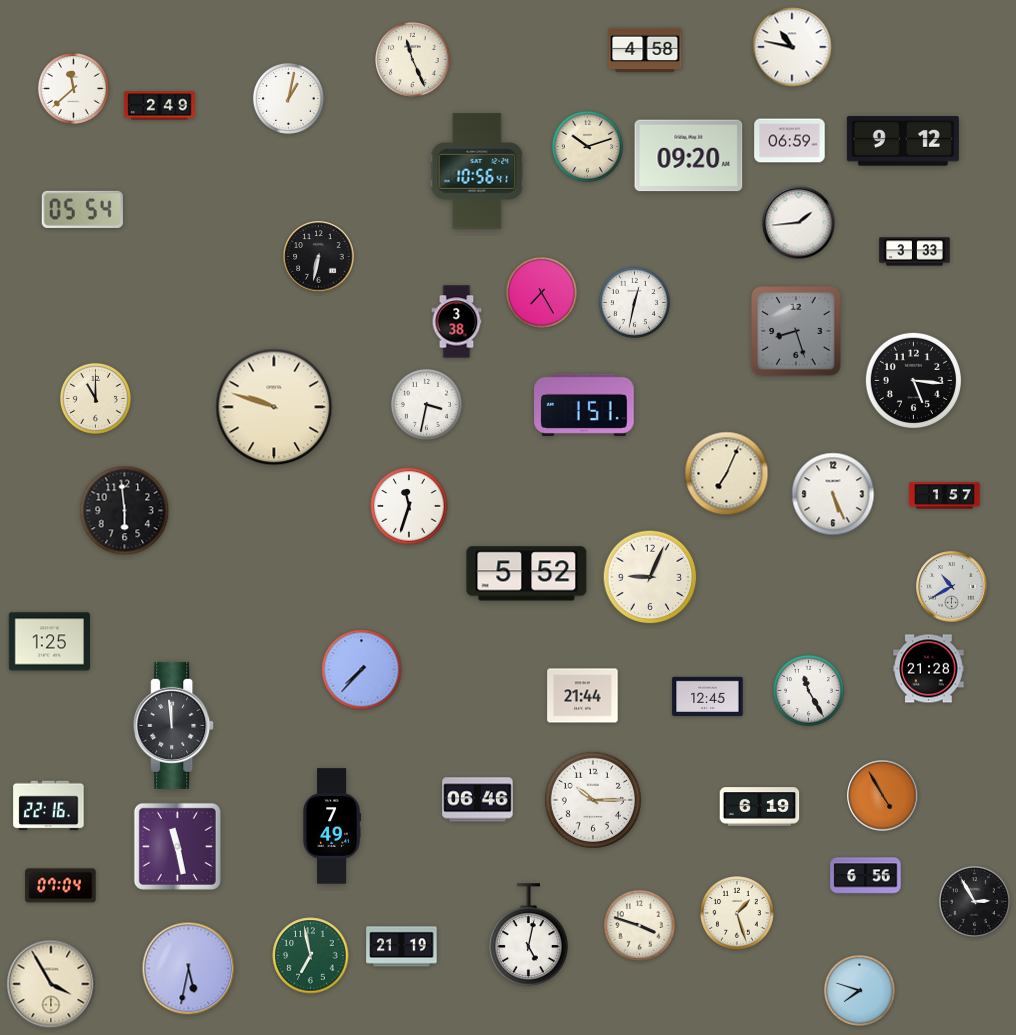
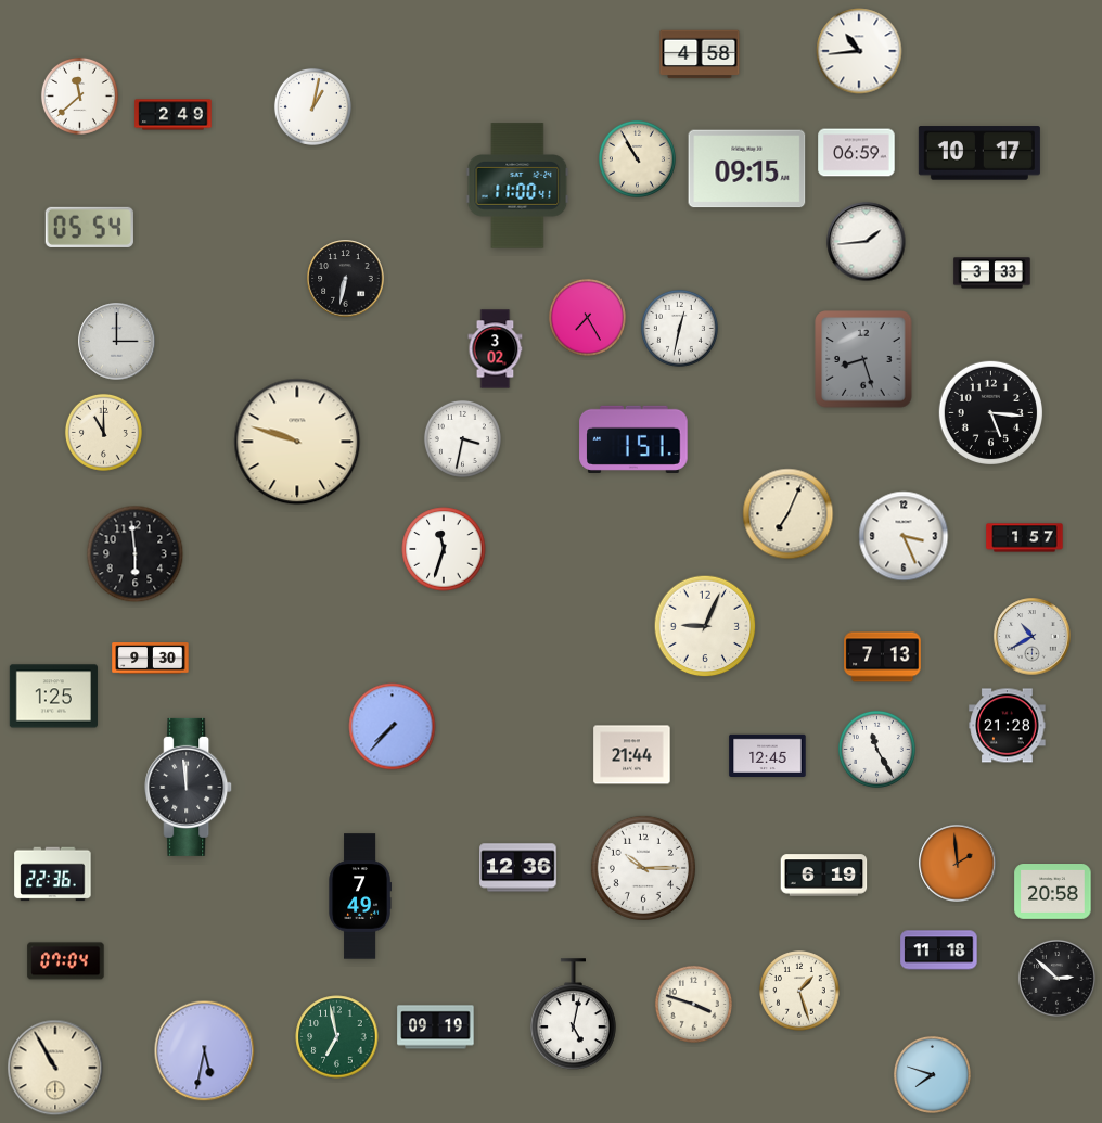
clock at (792, 47): 10:47 -> 10:44
clock at (413, 60): 11:26 -> none
clock at (903, 141): 9:12 -> 10:17
clock at (587, 146): 10:12 -> 10:55
clock at (689, 156): 09:20 -> 09:15
clock at (477, 171): 10:56 -> 11:00
clock at (634, 302) position: (634, 302) -> (679, 328)
clock at (117, 342): none -> 3:00
clock at (457, 322): 3:38 -> 3:02
clock at (833, 494): 5:26 -> 3:26
clock at (527, 574): 5:52 -> none
clock at (883, 658): none -> 7:13
clock at (151, 659): none -> 9:30
clock at (883, 796): 4:55 -> 1:59
clock at (478, 800): 06:46 -> 12:36
clock at (49, 806): 22:16 -> 22:36
clock at (1053, 892): none -> 20:58
clock at (177, 846): 11:28 -> none
clock at (866, 876): 6:56 -> 11:18
clock at (974, 901): 2:55 -> 2:52
clock at (402, 947): 21:19 -> 09:19
clock at (51, 984): 3:55 -> 10:55
